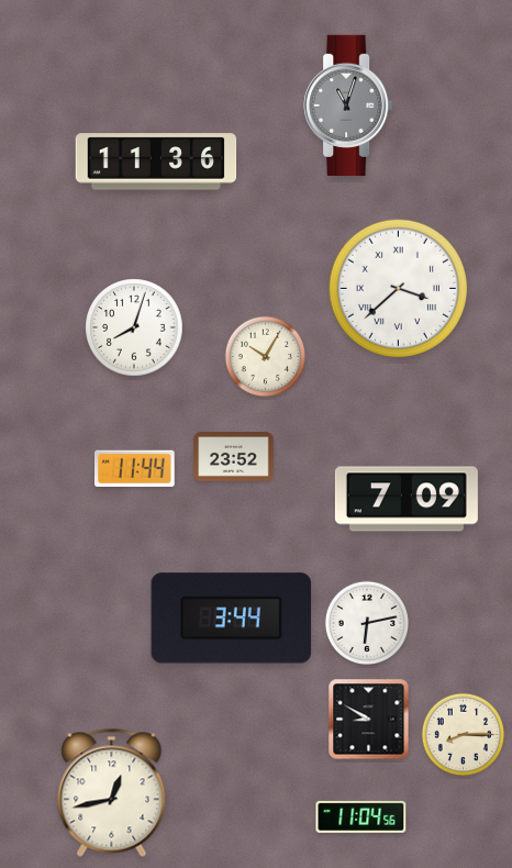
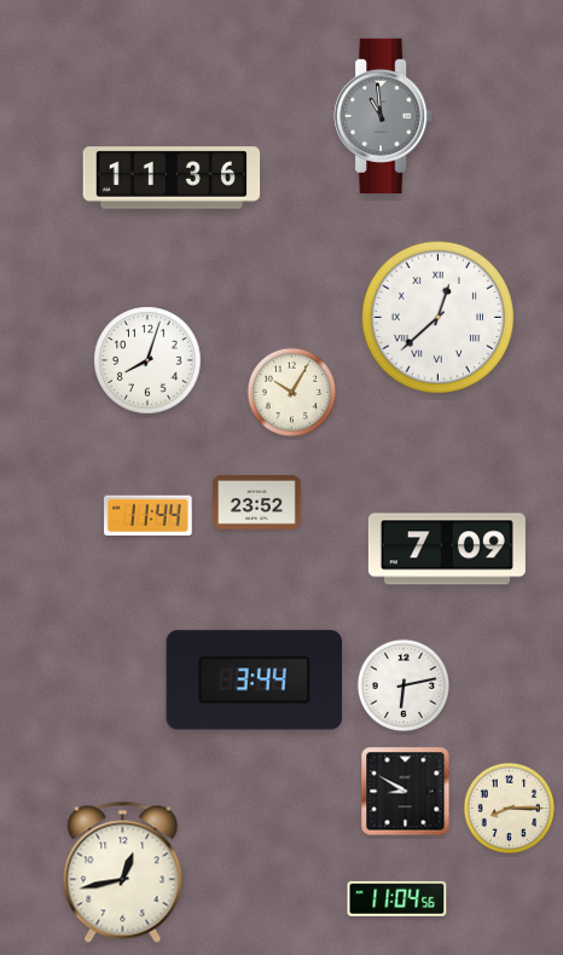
clock at (348, 105): 11:03 -> 10:59
clock at (398, 288): 3:38 -> 12:38
